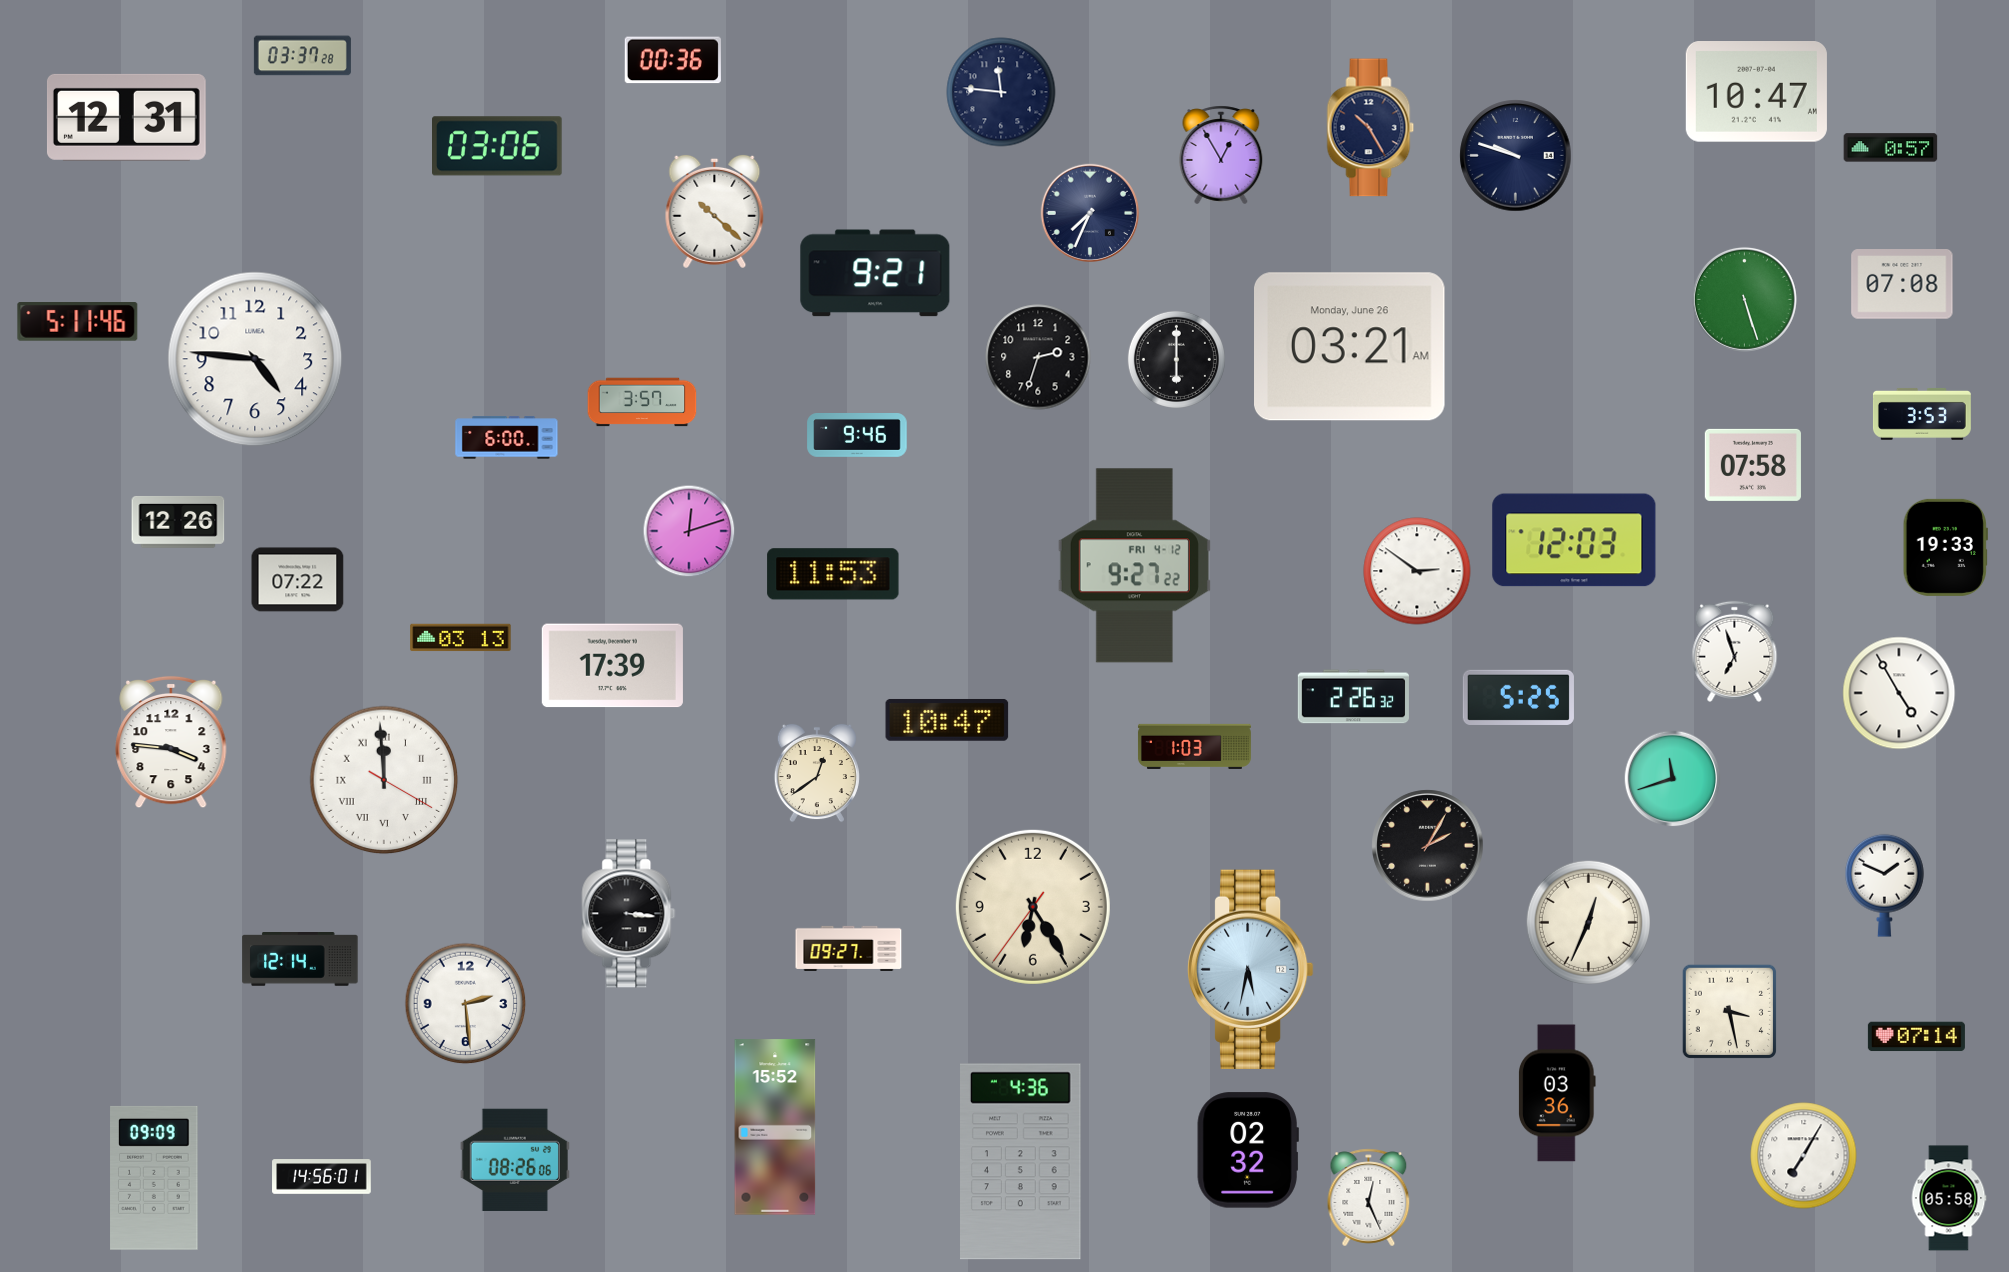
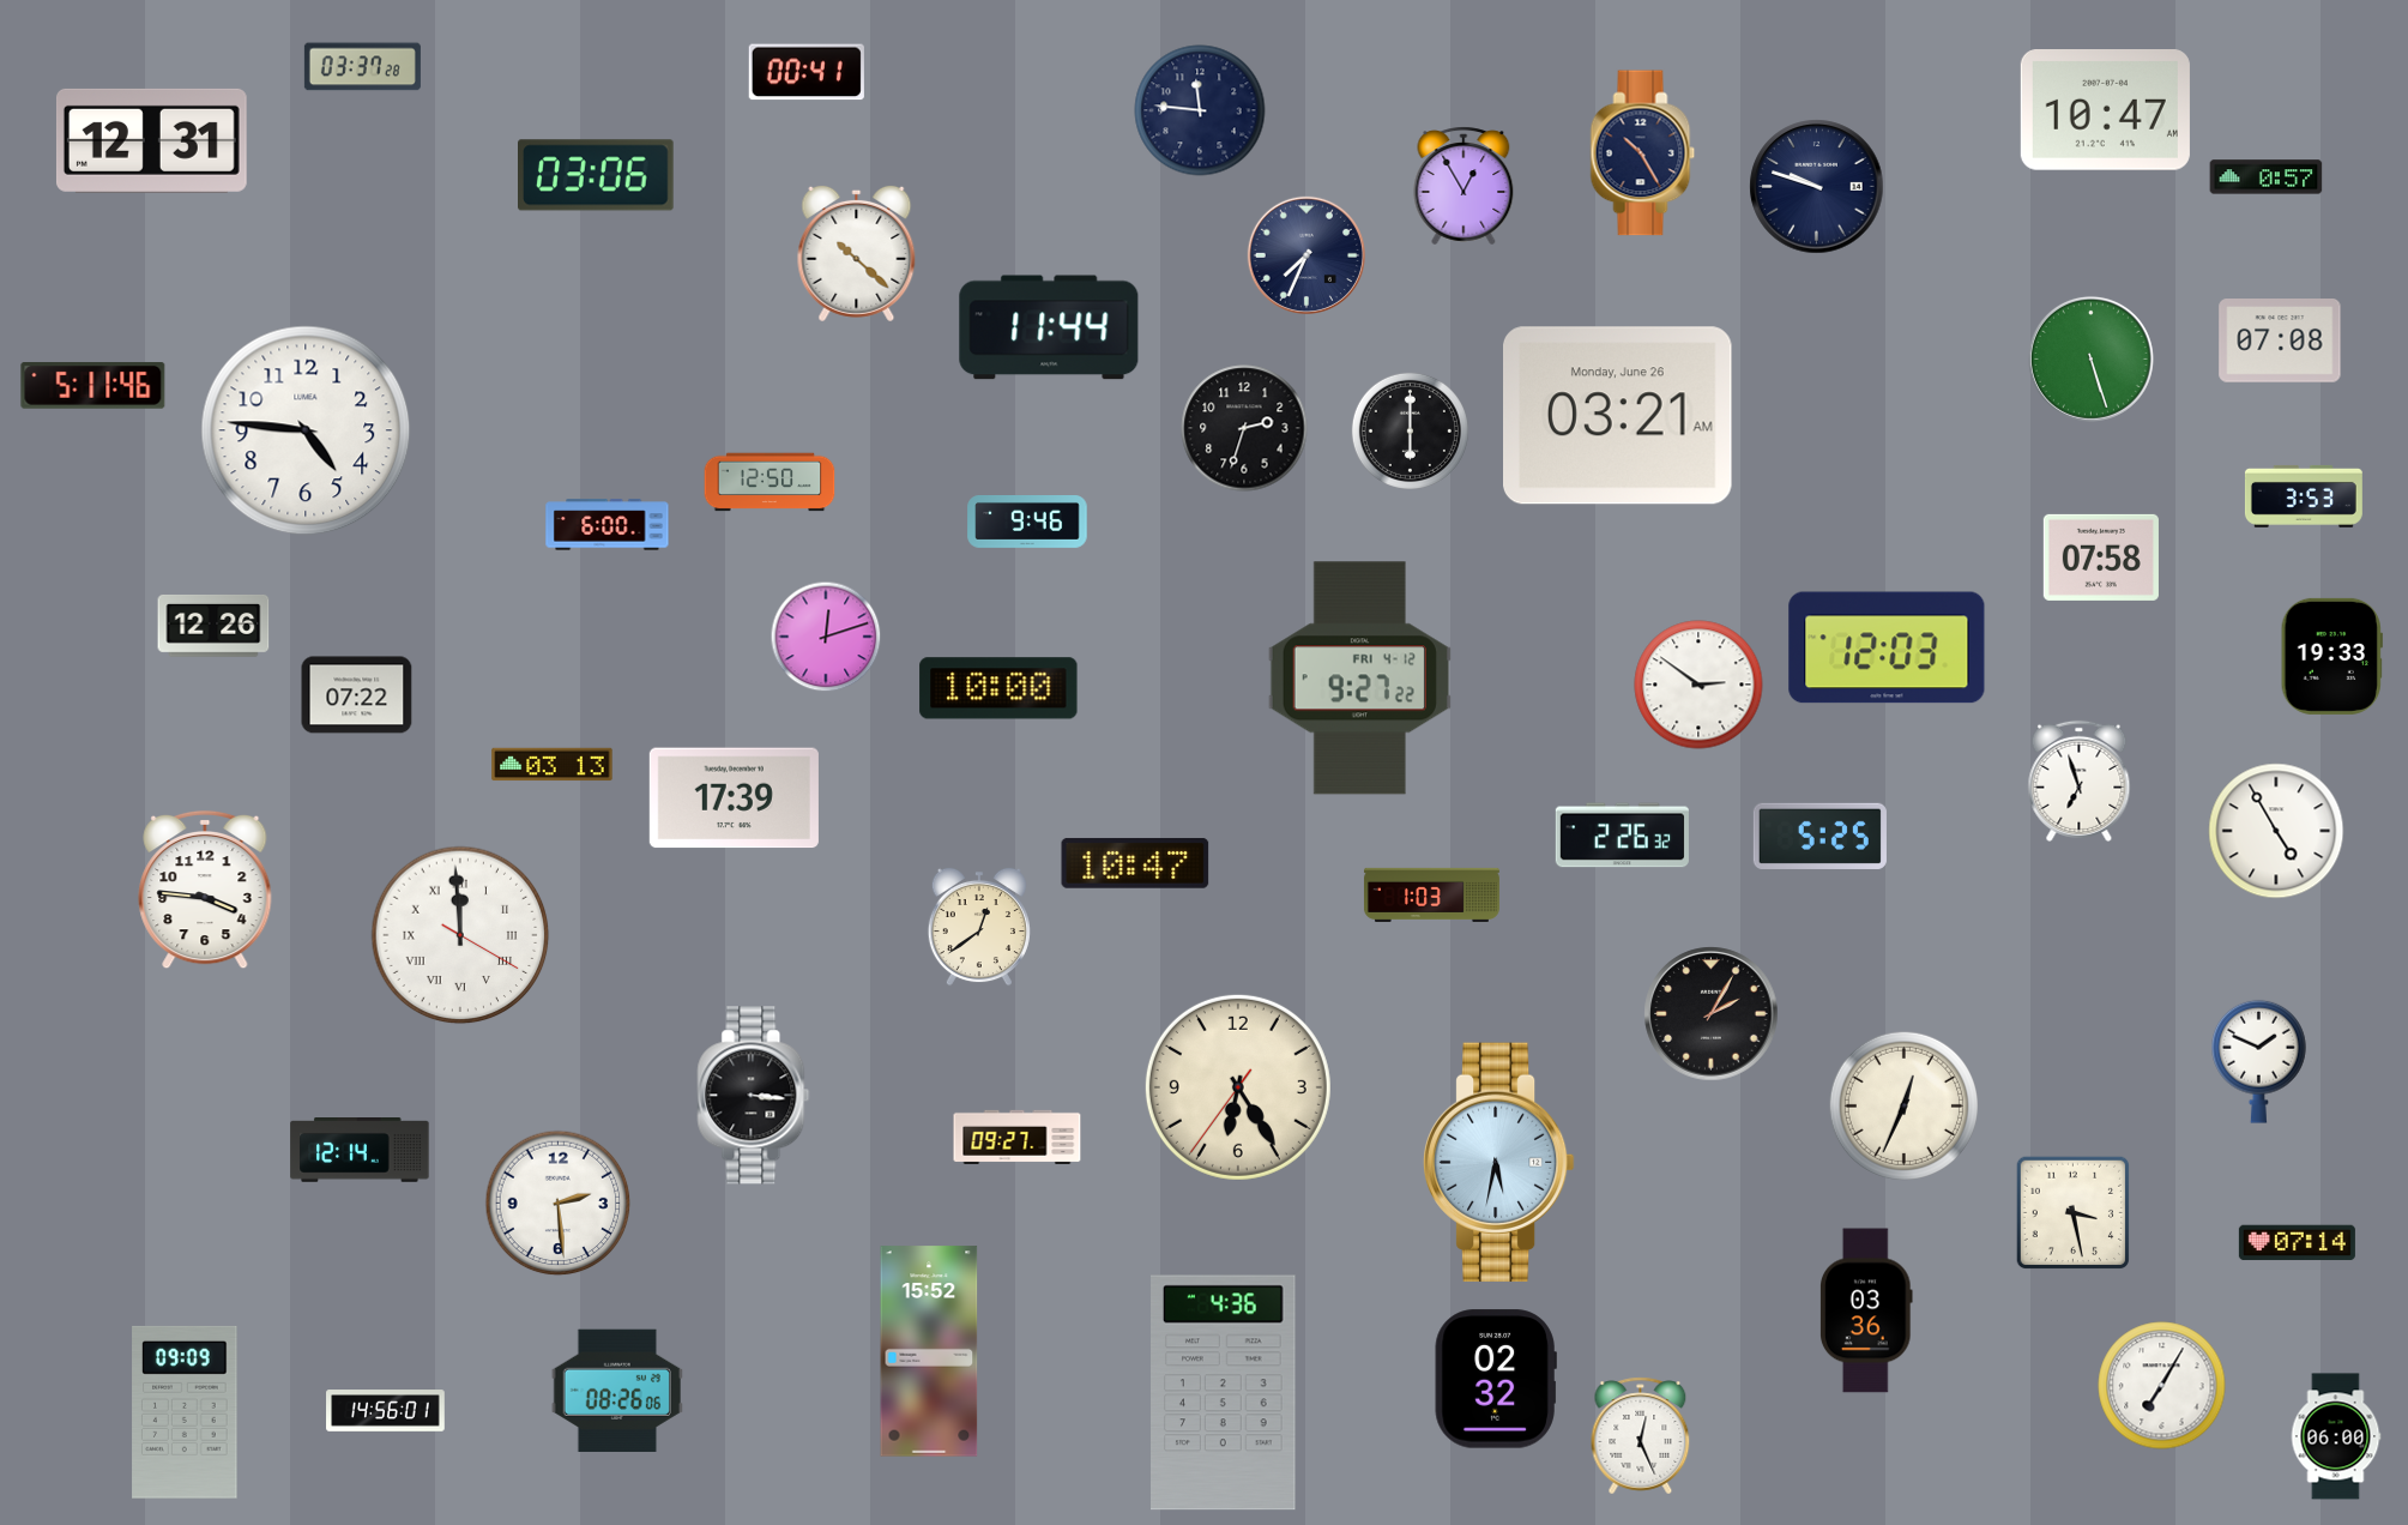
clock at (673, 60): 00:36 -> 00:41
clock at (875, 273): 9:21 -> 11:44
clock at (642, 402): 3:57 -> 12:50
clock at (833, 574): 11:53 -> 10:00
clock at (1673, 779): 11:42 -> none
clock at (1949, 1198): 05:58 -> 06:00
